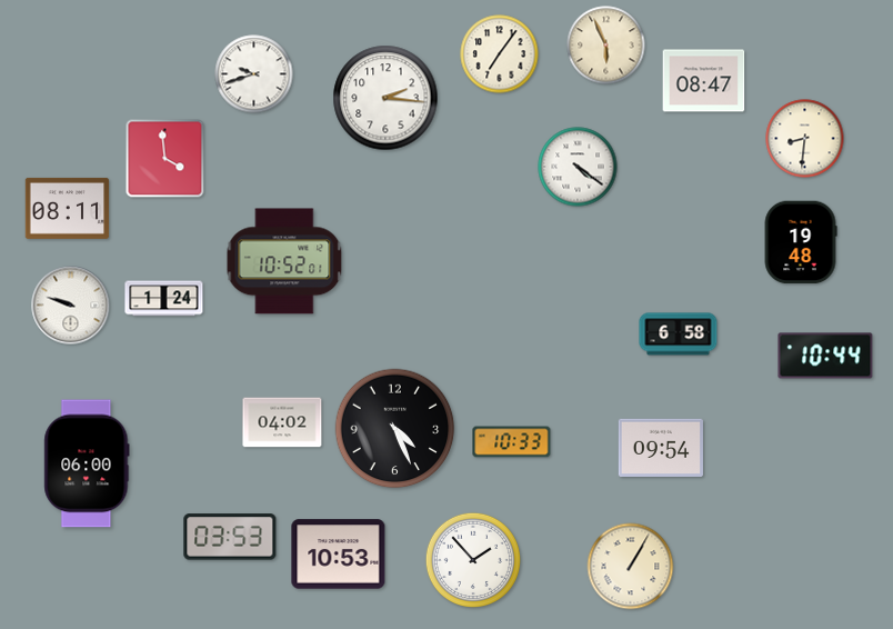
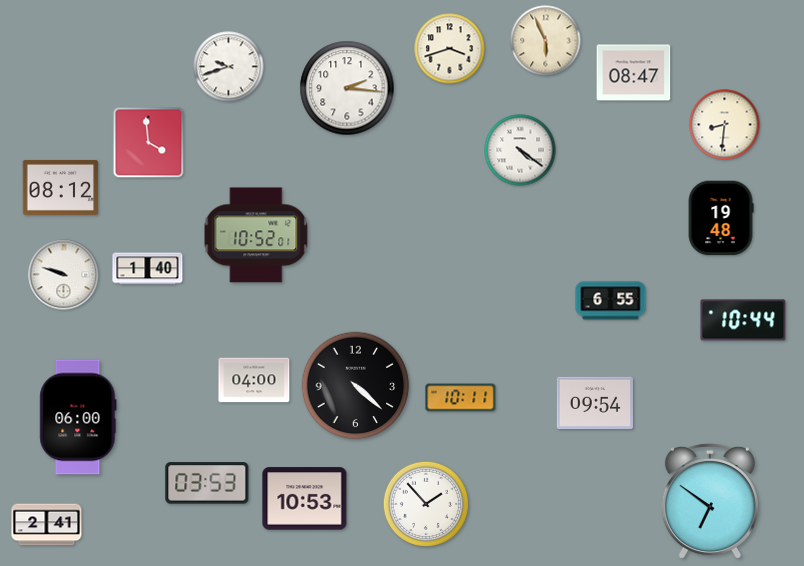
clock at (500, 54): 7:06 -> 3:42
clock at (68, 208): 08:11 -> 08:12
clock at (164, 299): 1:24 -> 1:40
clock at (679, 335): 6:58 -> 6:55
clock at (282, 422): 04:02 -> 04:00
clock at (395, 429): 4:26 -> 4:22
clock at (512, 442): 10:33 -> 10:11
clock at (710, 501): none -> 6:51
clock at (631, 567): 1:05 -> none
clock at (47, 525): none -> 2:41
